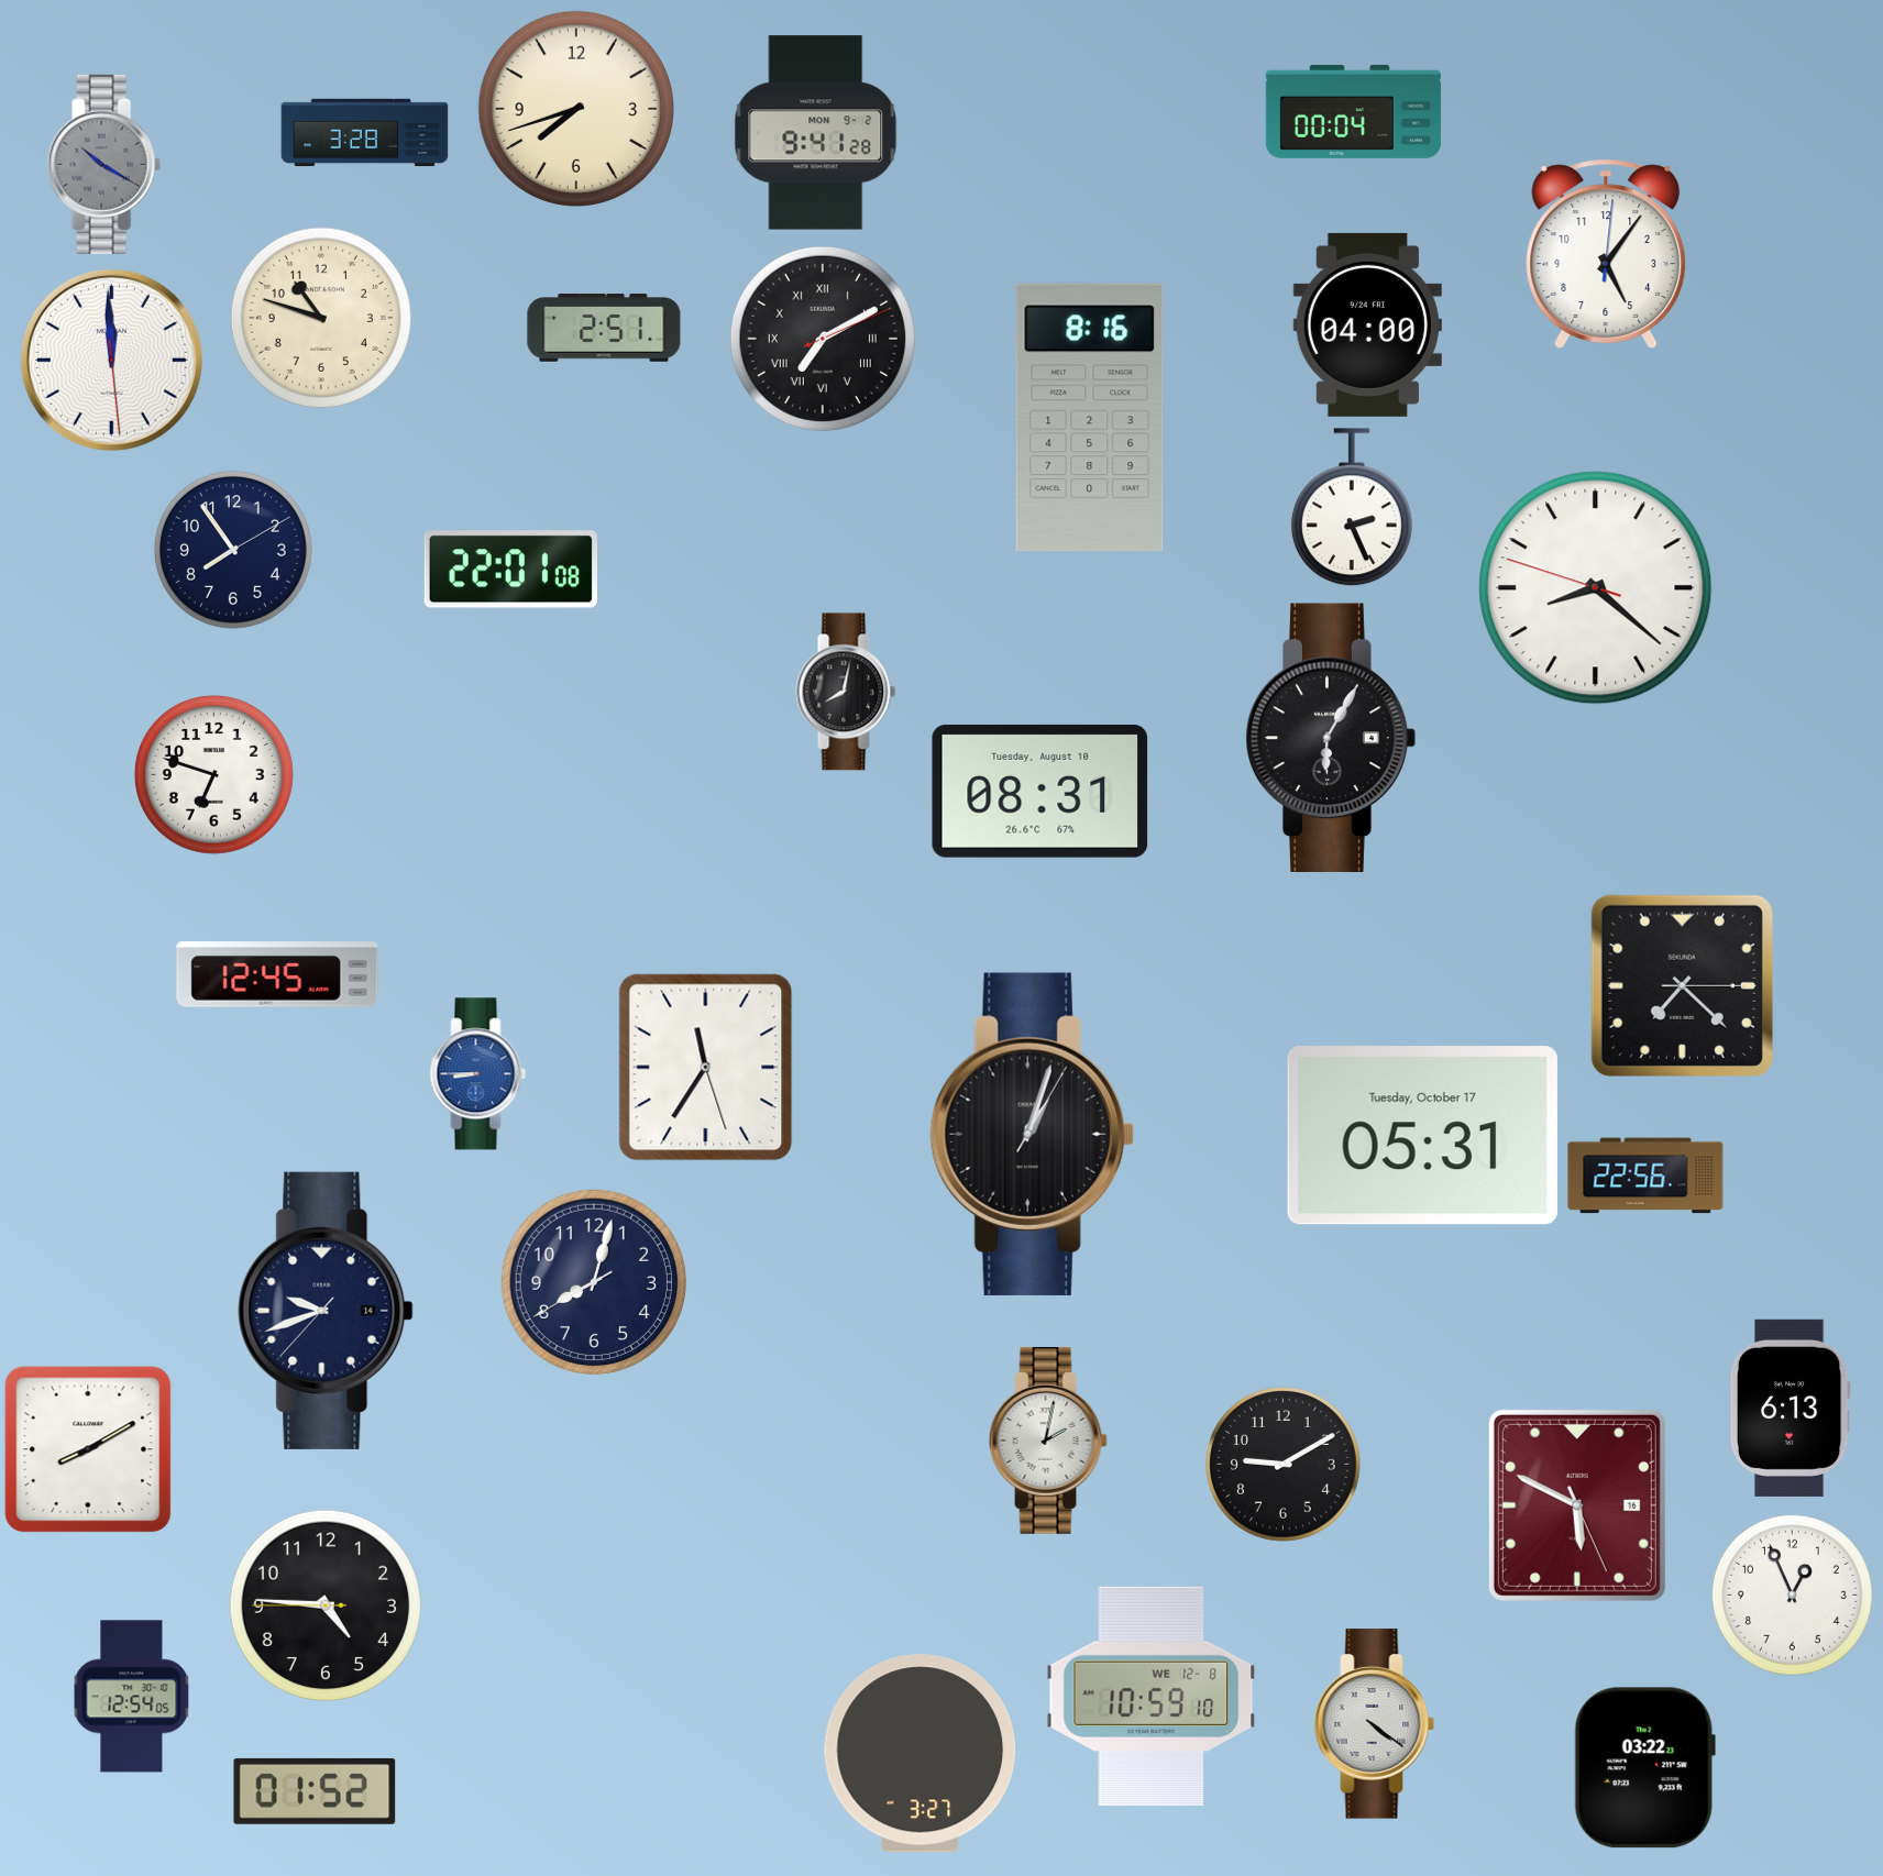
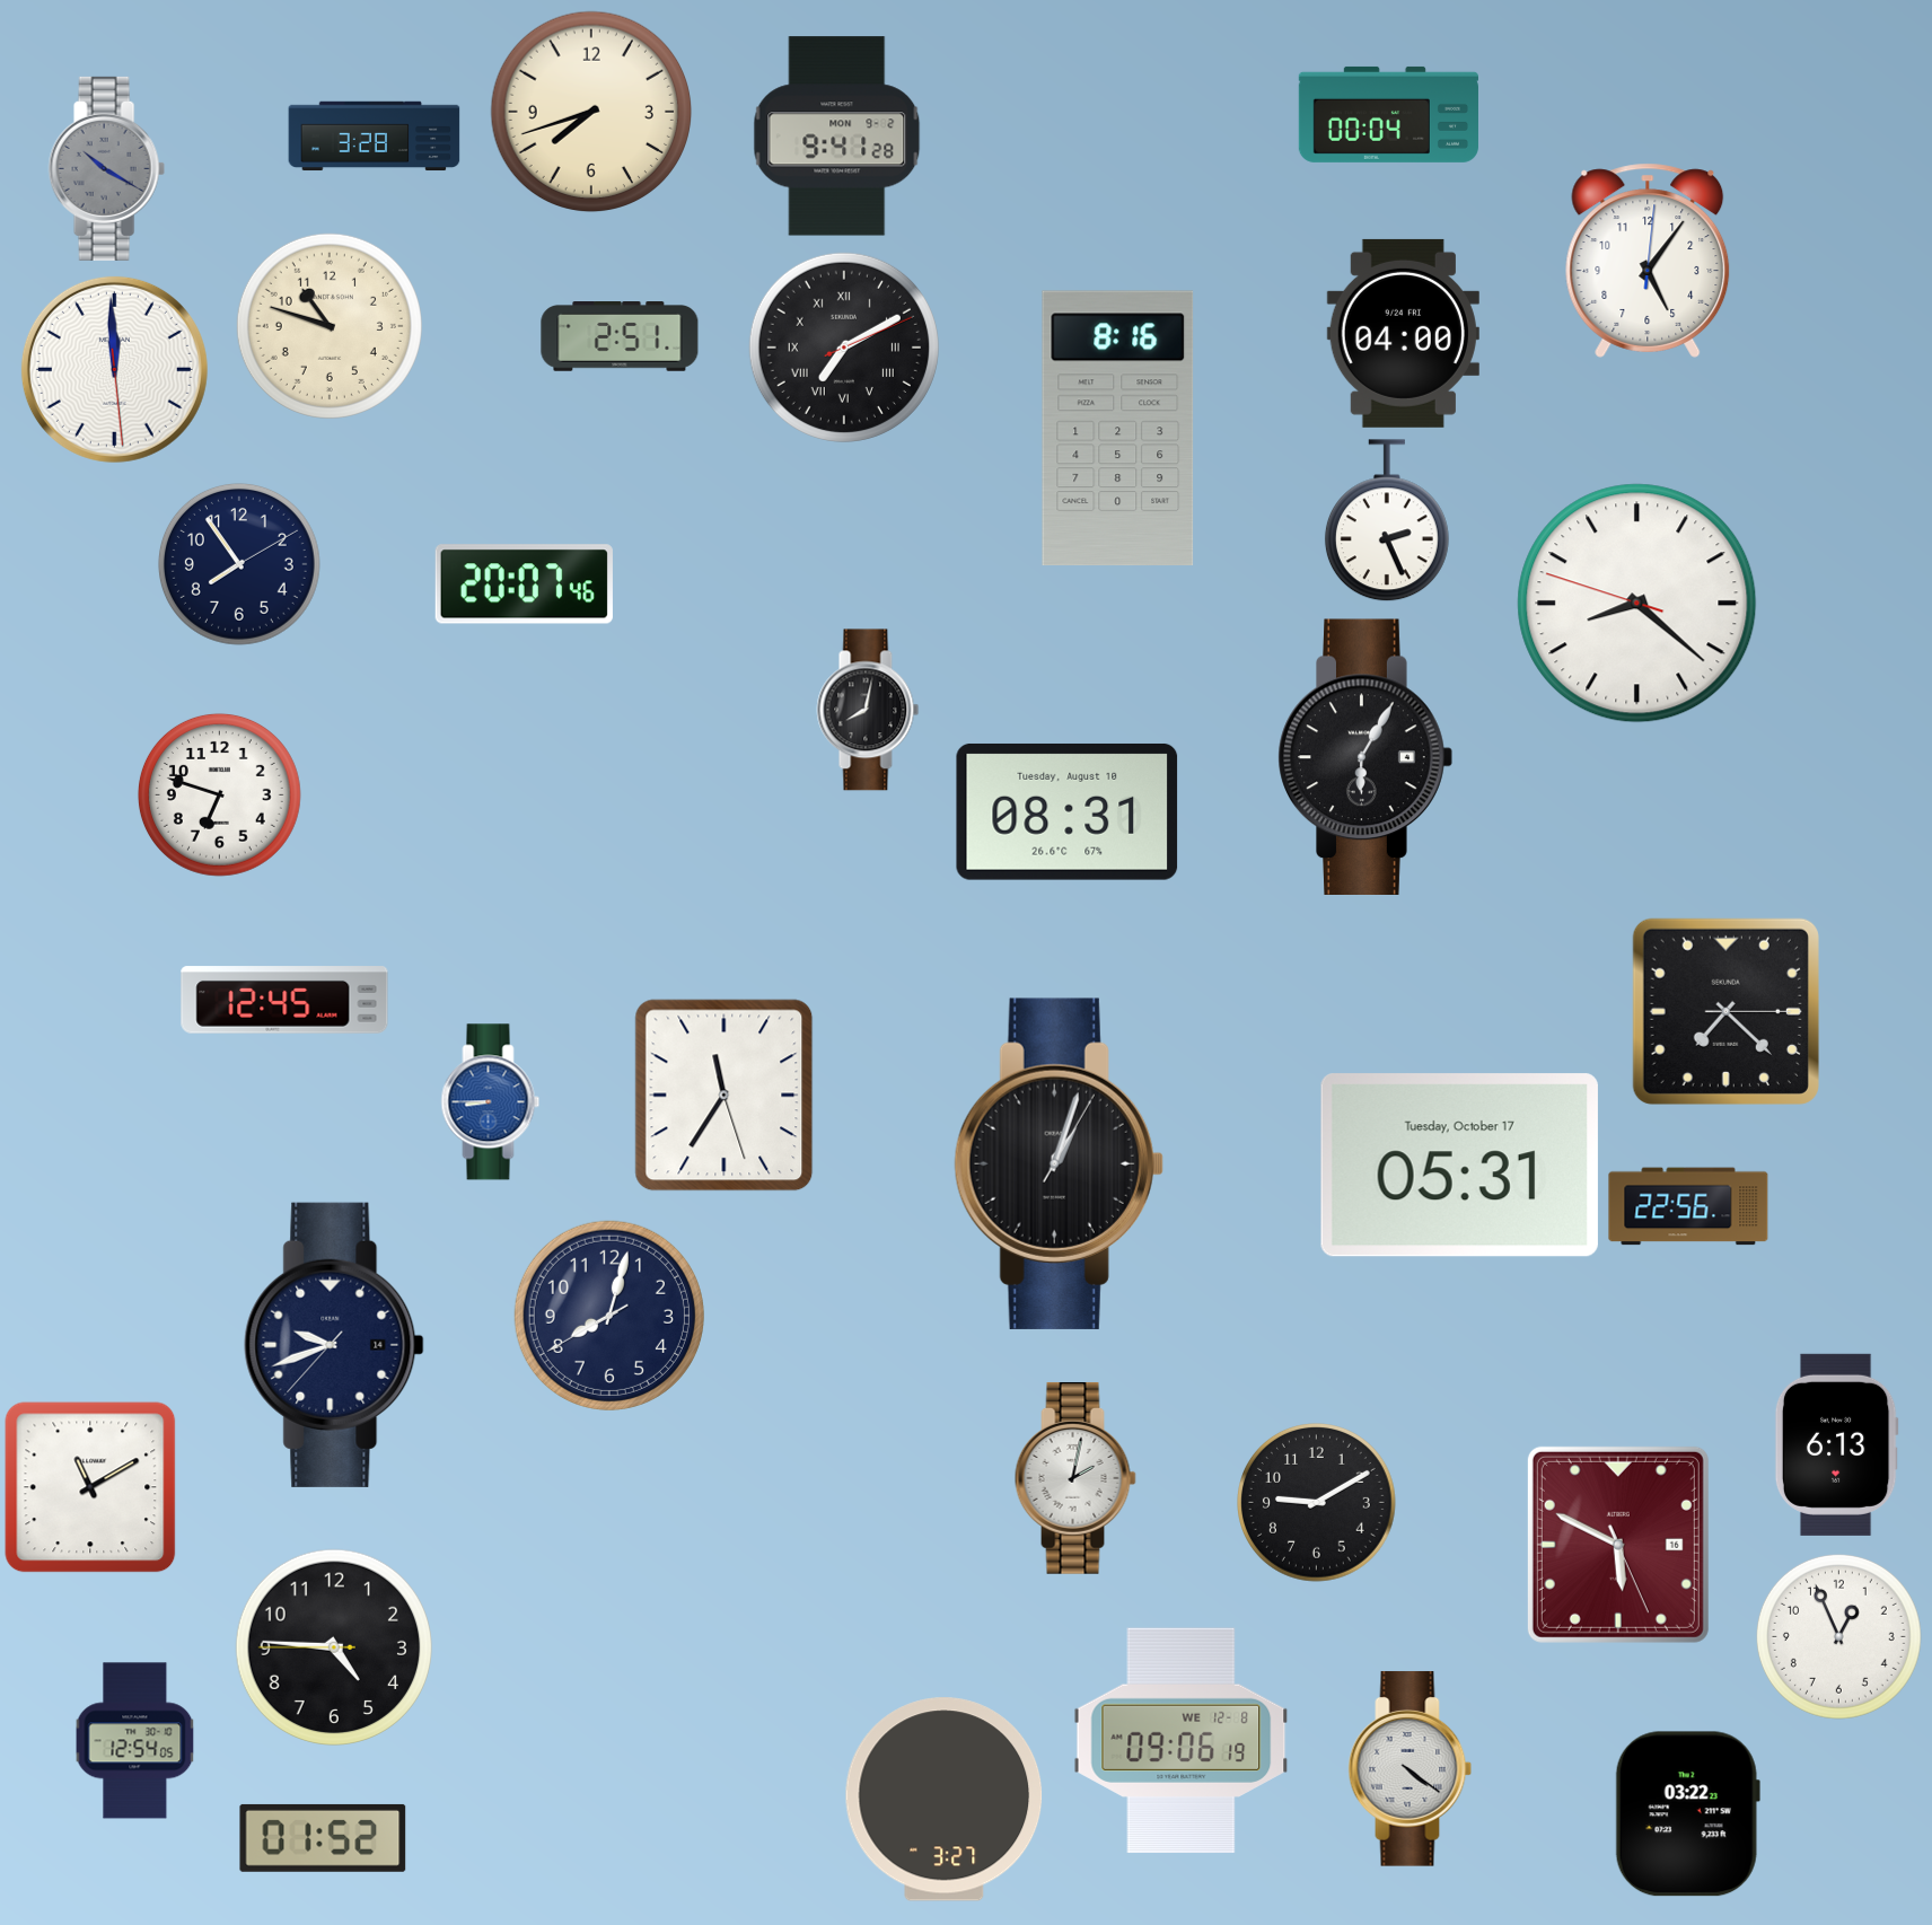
clock at (510, 570): 22:01 -> 20:07
clock at (88, 1449): 8:10 -> 11:10
clock at (1152, 1697): 10:59 -> 09:06
